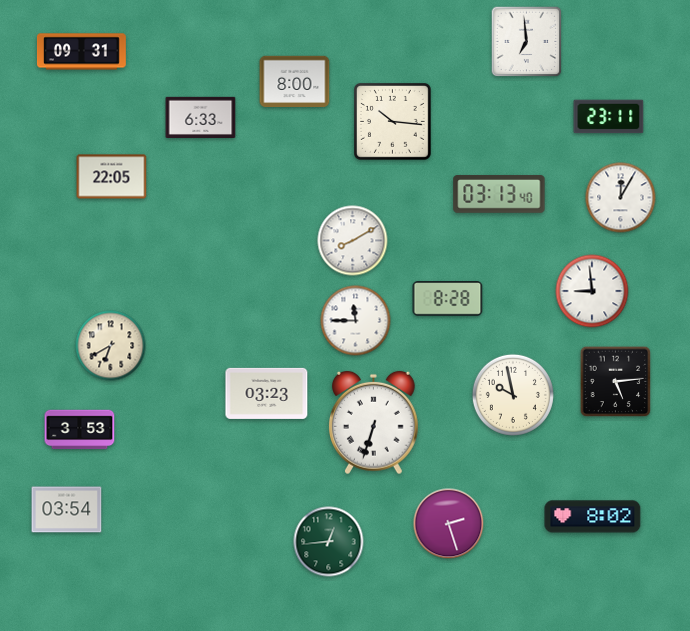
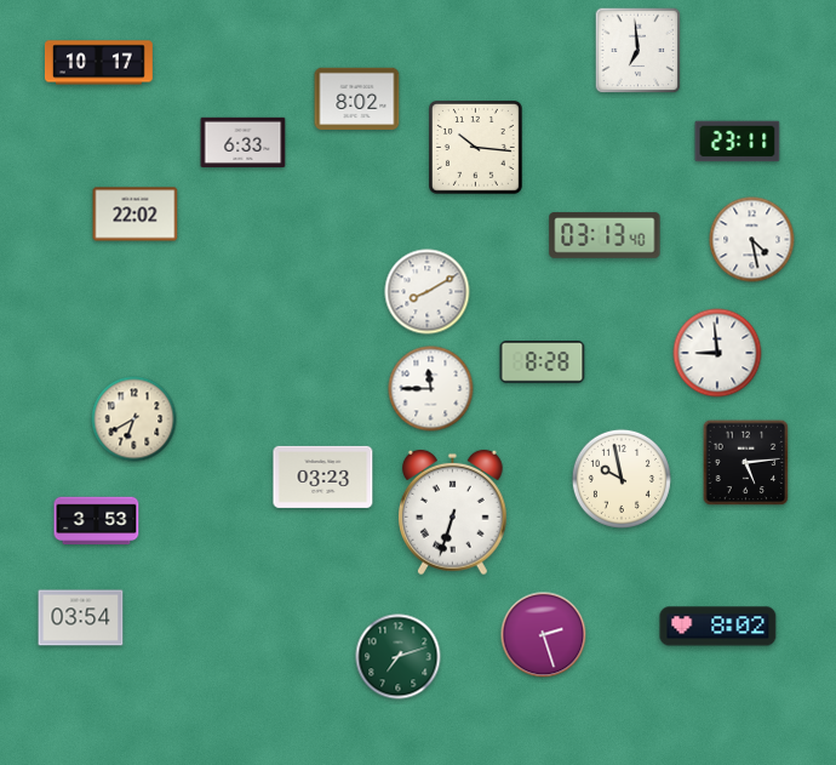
clock at (81, 52): 09:31 -> 10:17
clock at (295, 81): 8:00 -> 8:02
clock at (112, 177): 22:05 -> 22:02
clock at (621, 198): 12:05 -> 4:28
clock at (329, 542): 12:44 -> 7:12
